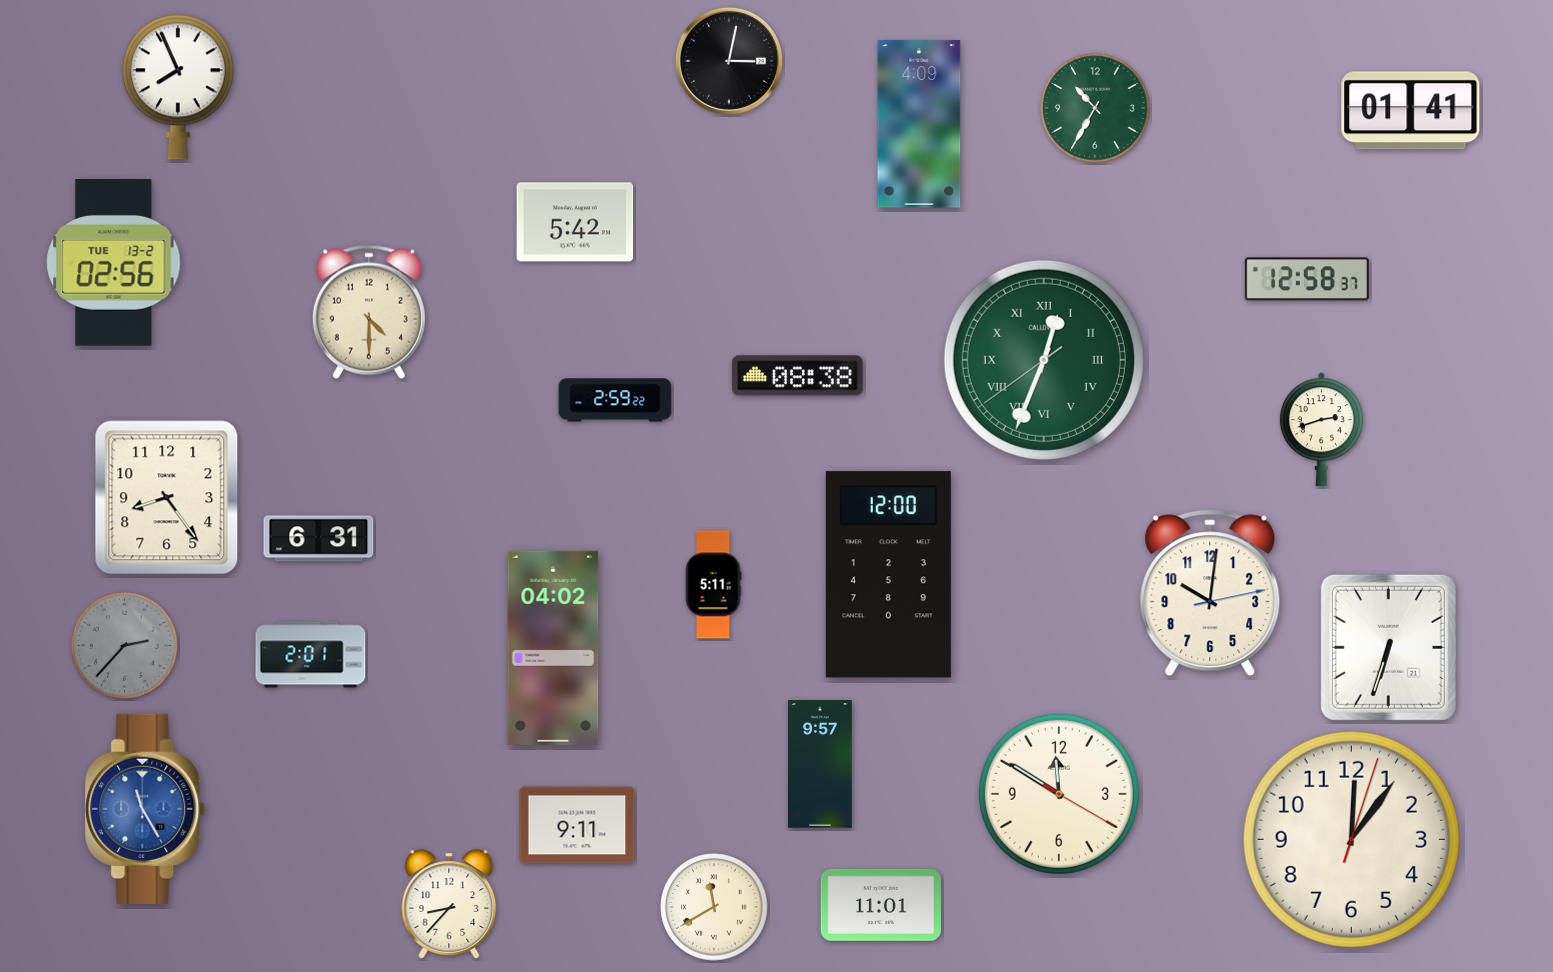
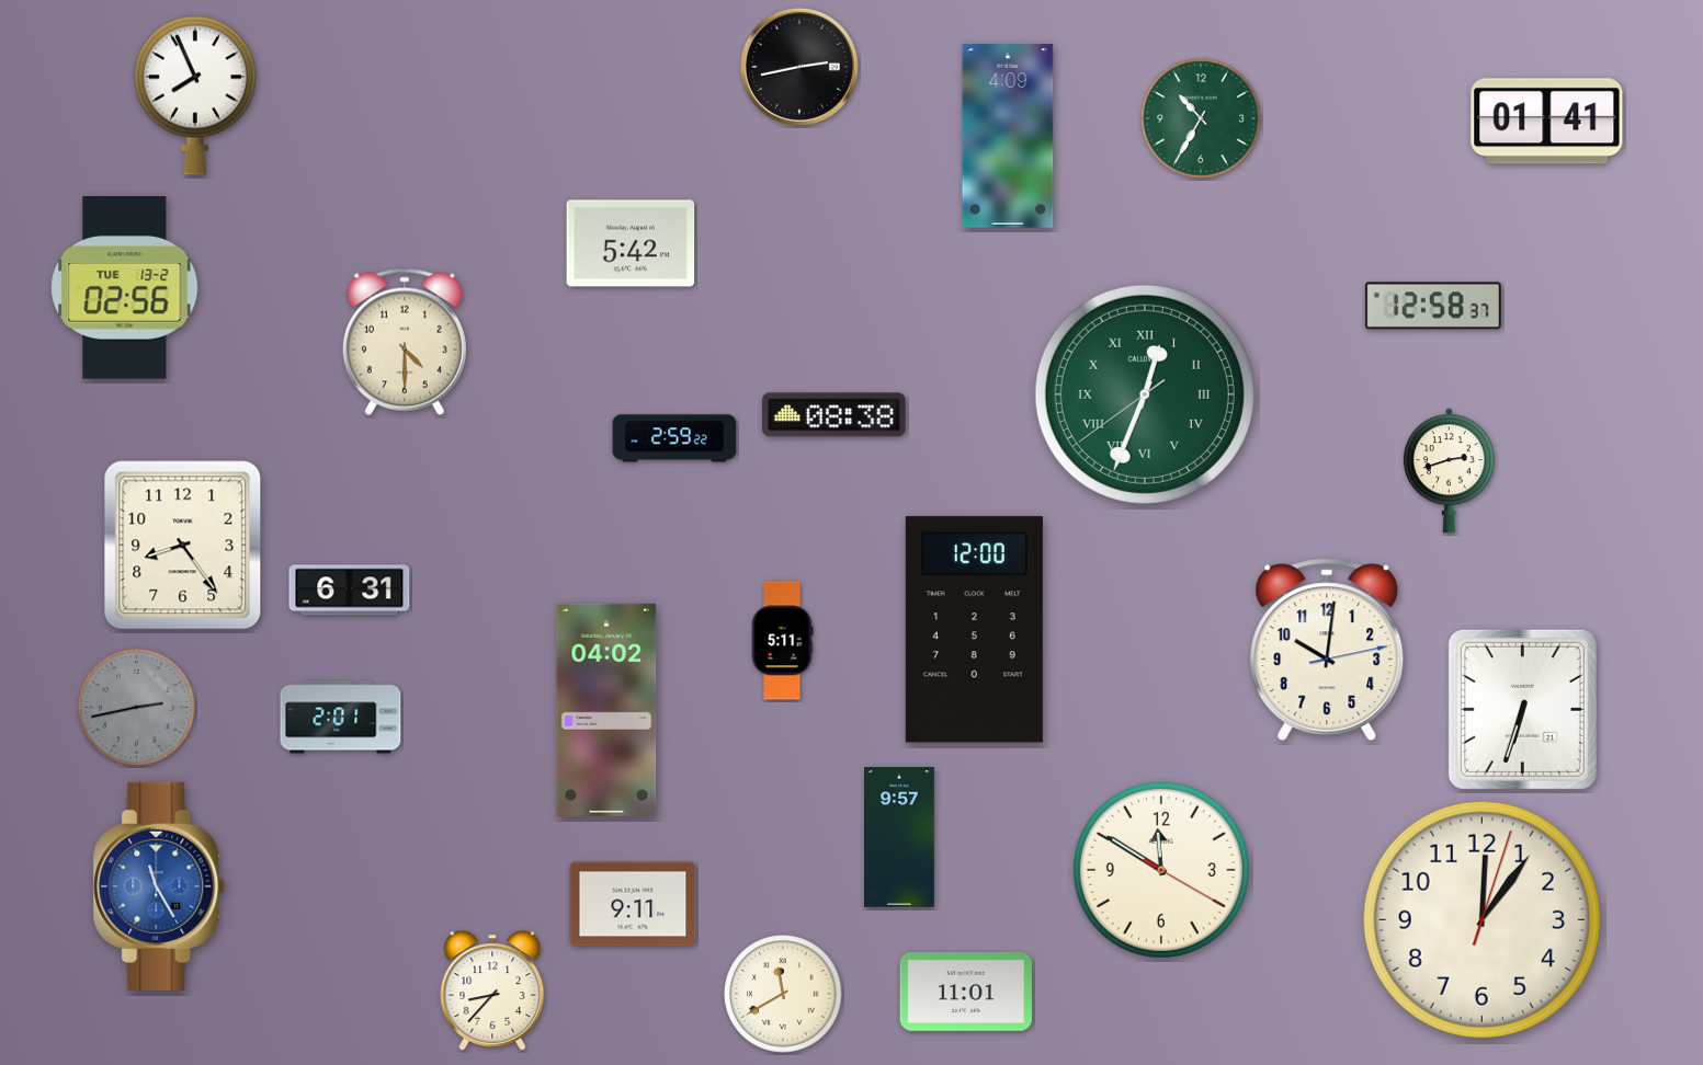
clock at (729, 61): 3:02 -> 2:43
clock at (798, 376) position: (798, 376) -> (835, 415)
clock at (125, 646): 2:37 -> 2:43
